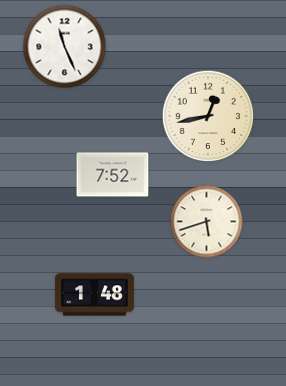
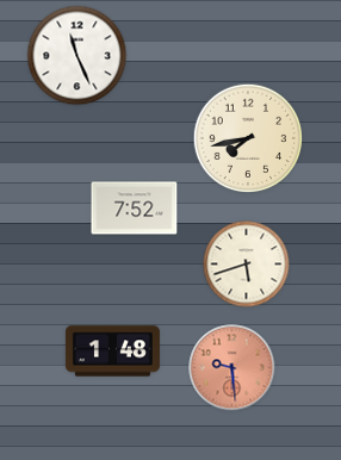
clock at (208, 116): 12:43 -> 7:43
clock at (232, 368): none -> 9:29
